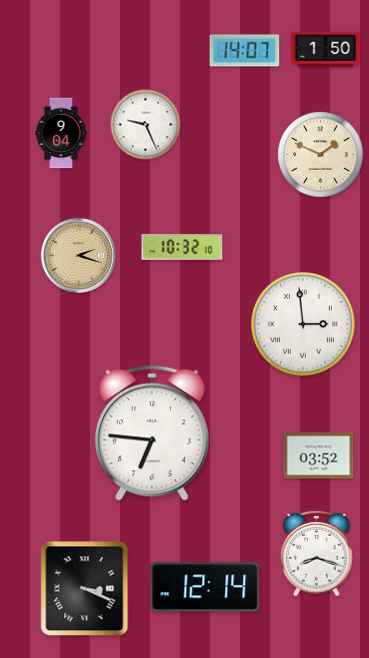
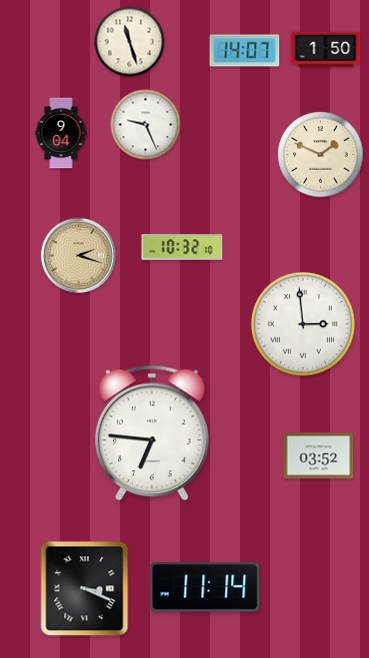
clock at (130, 42): none -> 11:27
clock at (317, 553): 8:18 -> none
clock at (205, 587): 12:14 -> 11:14
